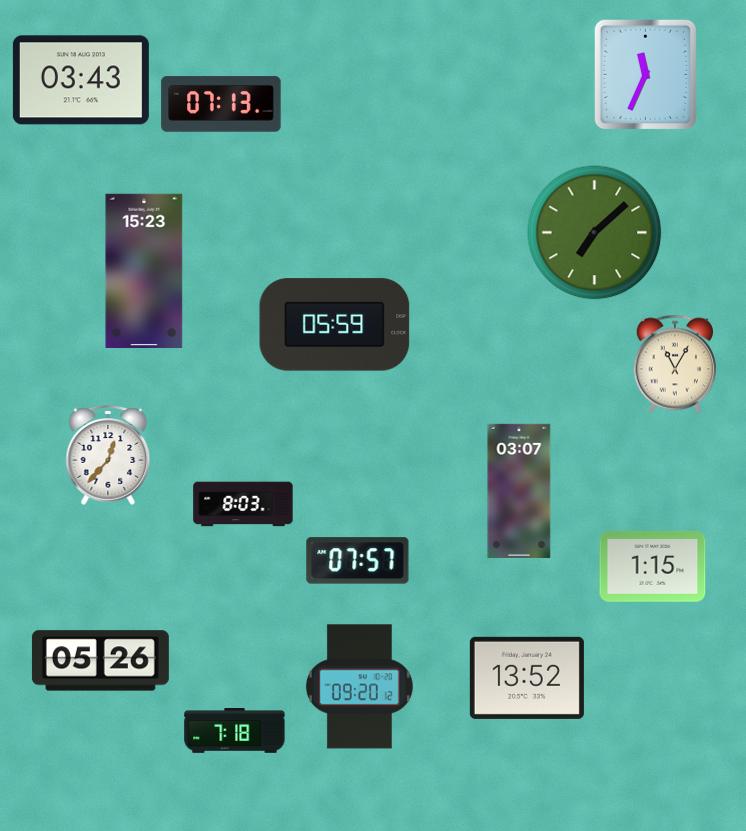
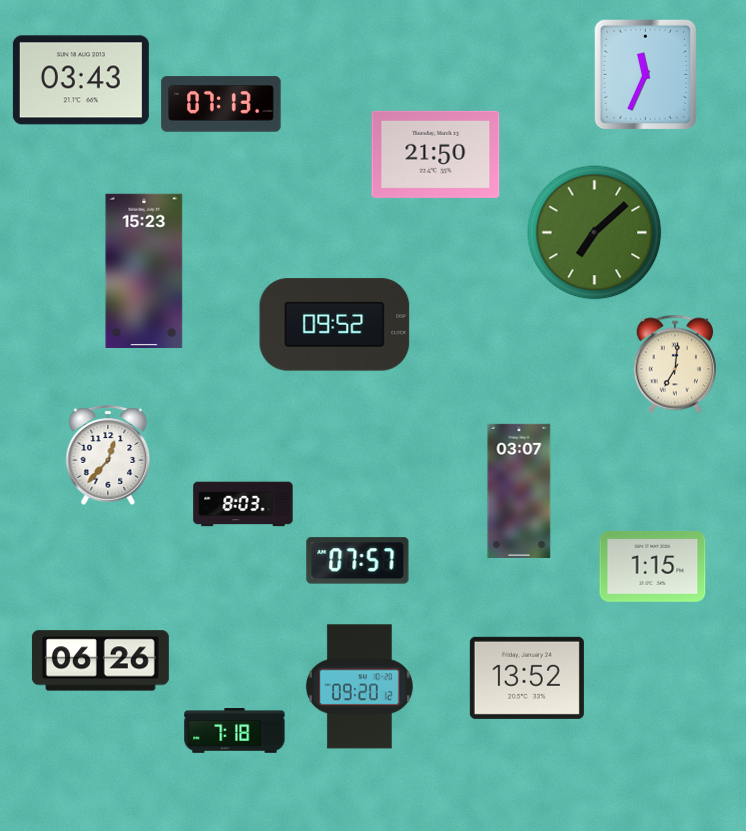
clock at (436, 154): none -> 21:50
clock at (335, 325): 05:59 -> 09:52
clock at (674, 364): 11:05 -> 7:01
clock at (100, 661): 05:26 -> 06:26
